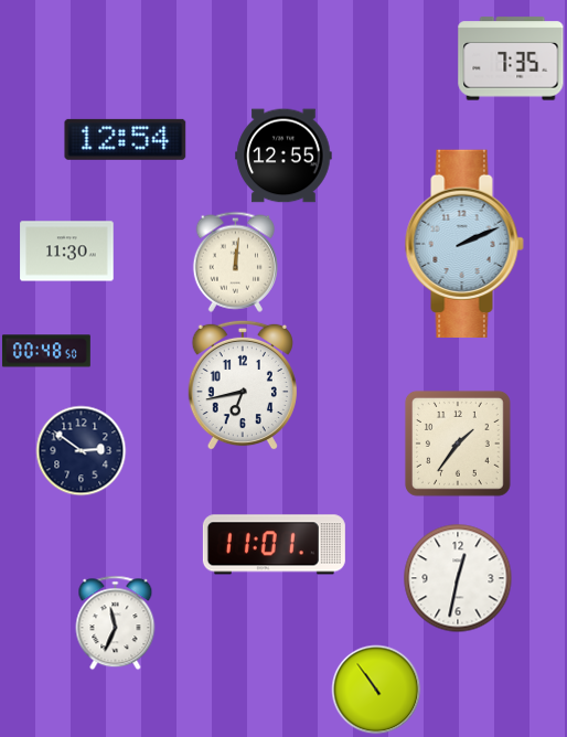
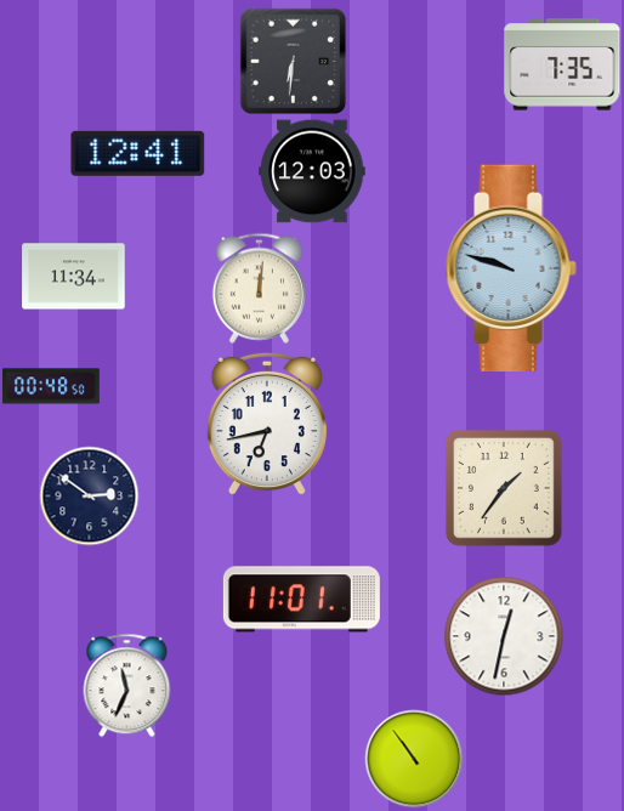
clock at (293, 61): none -> 6:31
clock at (126, 139): 12:54 -> 12:41
clock at (283, 156): 12:55 -> 12:03
clock at (464, 243): 2:11 -> 9:48
clock at (67, 252): 11:30 -> 11:34
